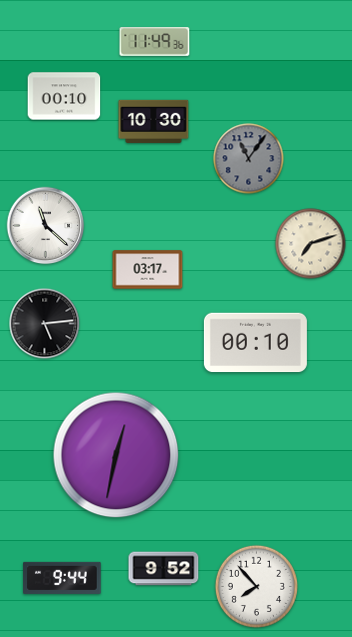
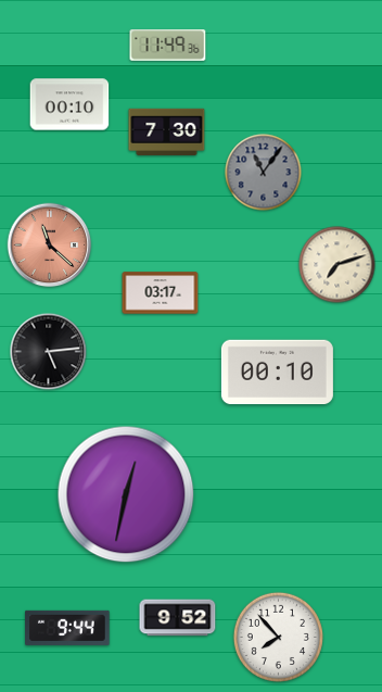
clock at (154, 121): 10:30 -> 7:30
clock at (249, 159) position: (249, 159) -> (264, 173)
clock at (46, 226) dial: white -> salmon
